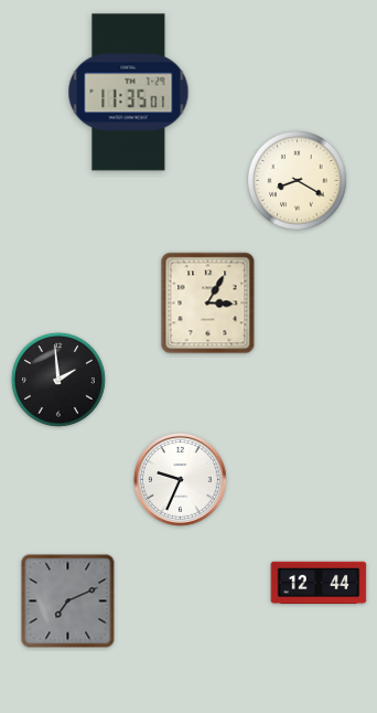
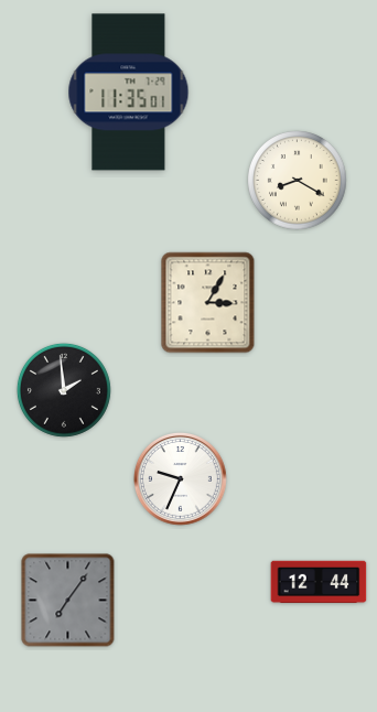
clock at (58, 380) position: (58, 380) -> (64, 390)
clock at (68, 602): 7:11 -> 7:06
